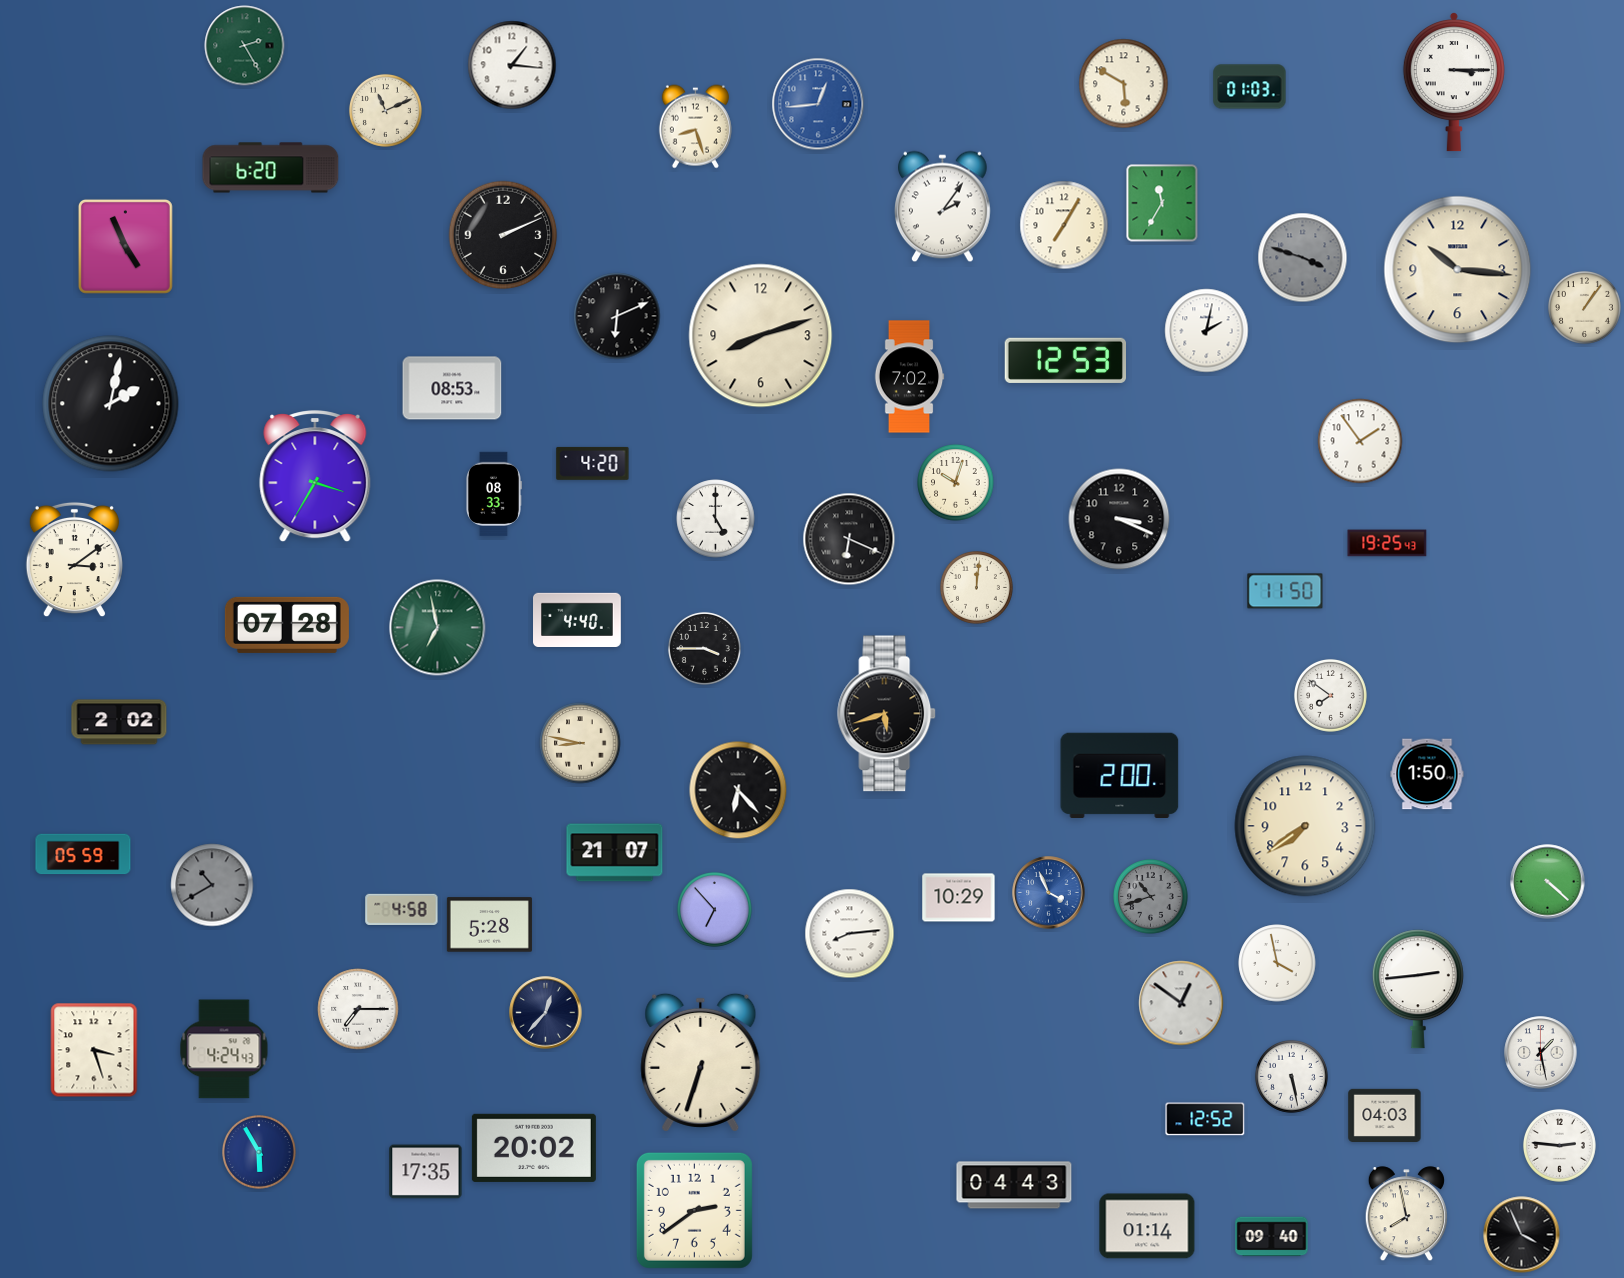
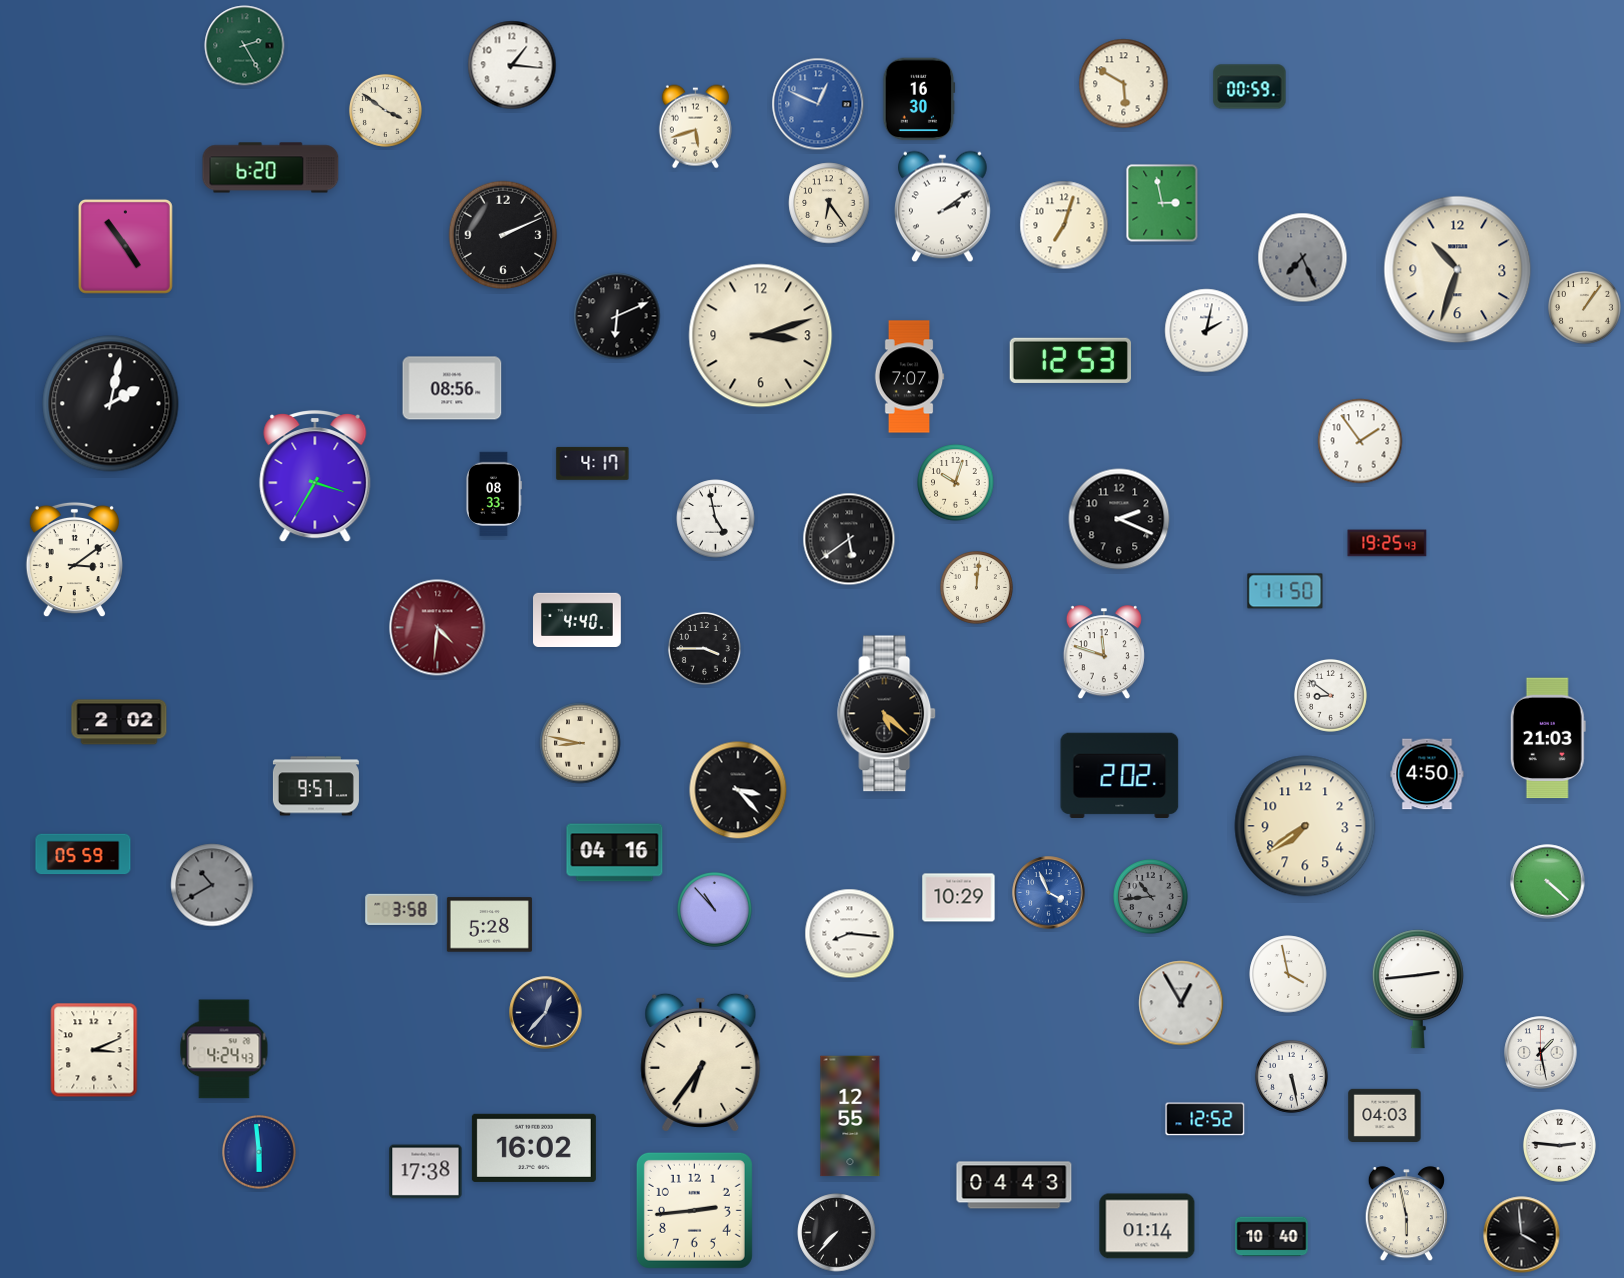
clock at (1454, 83): 3:15 -> none
clock at (1250, 87): 01:03 -> 00:59
clock at (919, 99): none -> 16:30
clock at (818, 104): 12:44 -> 12:49
clock at (385, 110): 11:11 -> 3:51
clock at (695, 127): 8:27 -> 5:42
clock at (829, 203): none -> 6:24
clock at (1162, 203): 11:35 -> 2:58
clock at (943, 207): 2:06 -> 2:09
clock at (1064, 225): 7:05 -> 7:03
clock at (125, 246): 4:56 -> 4:54
clock at (1303, 258): 3:48 -> 7:26
clock at (1458, 270): 10:16 -> 10:33
clock at (761, 336): 8:12 -> 3:12
clock at (1065, 360) position: (1065, 360) -> (1070, 360)
clock at (909, 377): 7:02 -> 7:07
clock at (452, 388): 08:53 -> 08:56
clock at (593, 463): 4:20 -> 4:17
clock at (716, 519): 5:00 -> 4:58
clock at (1119, 519): 3:19 -> 2:19
clock at (849, 539): 6:19 -> 5:39
clock at (287, 625): 07:28 -> none
clock at (438, 628): 6:58 -> 4:31
clock at (438, 628) dial: green -> burgundy
clock at (1104, 653): none -> 11:48
clock at (1330, 695): 7:51 -> 8:51
clock at (887, 714): 5:42 -> 5:22
clock at (1548, 738): none -> 21:03
clock at (1427, 774): 1:50 -> 4:50
clock at (1120, 775): 2:00 -> 2:02
clock at (316, 786): none -> 9:57
clock at (738, 790): 6:23 -> 3:23
clock at (615, 853): 21:07 -> 04:16
clock at (1151, 897): 10:42 -> 10:44
clock at (402, 909): 4:58 -> 3:58
clock at (715, 910): 6:53 -> 10:53
clock at (850, 934): 8:14 -> 8:16
clock at (1277, 963) position: (1277, 963) -> (1288, 974)
clock at (1181, 1003): 12:51 -> 12:55
clock at (358, 1009): 7:15 -> none
clock at (94, 1050): 3:27 -> 3:11
clock at (701, 1062): 6:33 -> 6:36
clock at (850, 1116): none -> 12:55
clock at (534, 1148): 20:02 -> 16:02
clock at (260, 1153): 5:55 -> 5:59
clock at (426, 1172): 17:35 -> 17:38
clock at (694, 1210): 2:39 -> 2:44
clock at (1406, 1214): 7:58 -> 5:58
clock at (837, 1233): none -> 7:37
clock at (1522, 1235): 3:56 -> 3:59
clock at (1272, 1237): 09:40 -> 10:40
